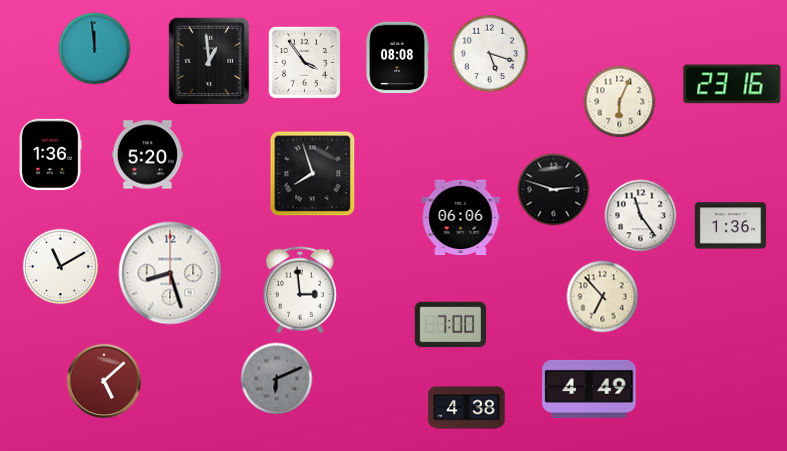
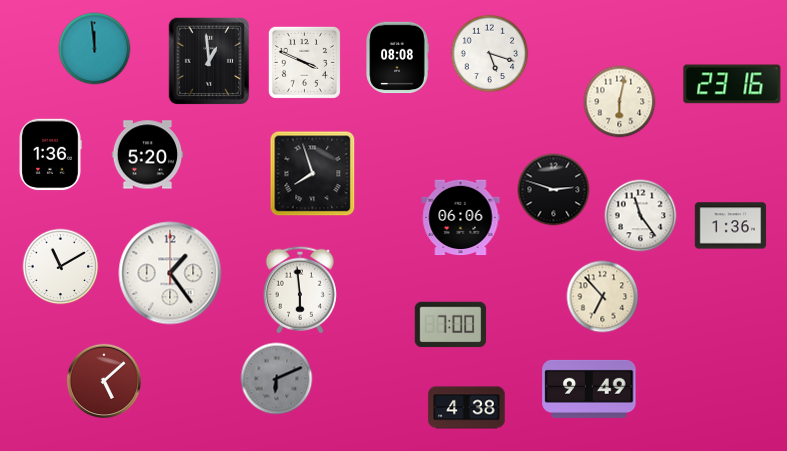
clock at (304, 62): 3:54 -> 3:49
clock at (620, 102): 6:04 -> 6:02
clock at (170, 273): 8:27 -> 1:24
clock at (300, 290): 2:59 -> 5:59
clock at (589, 389): 4:49 -> 9:49
